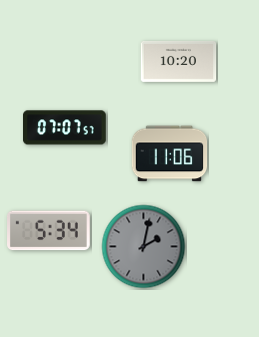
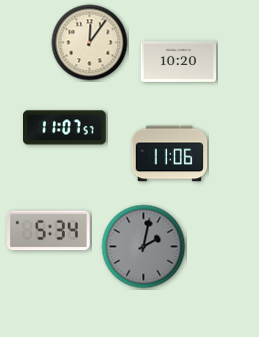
clock at (90, 43): none -> 12:06
clock at (65, 128): 07:07 -> 11:07
